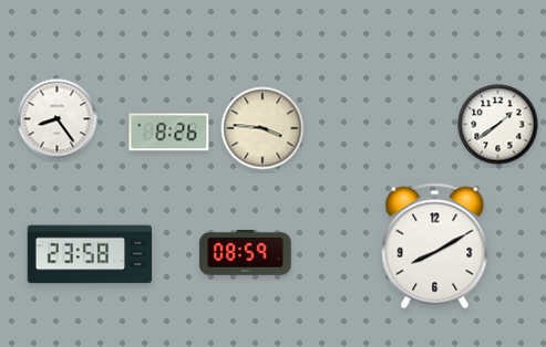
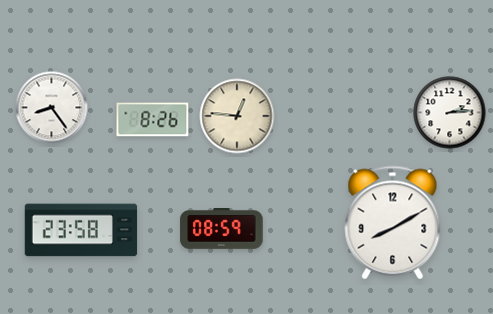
clock at (498, 125): 1:39 -> 2:14
clock at (262, 128): 3:46 -> 12:46
